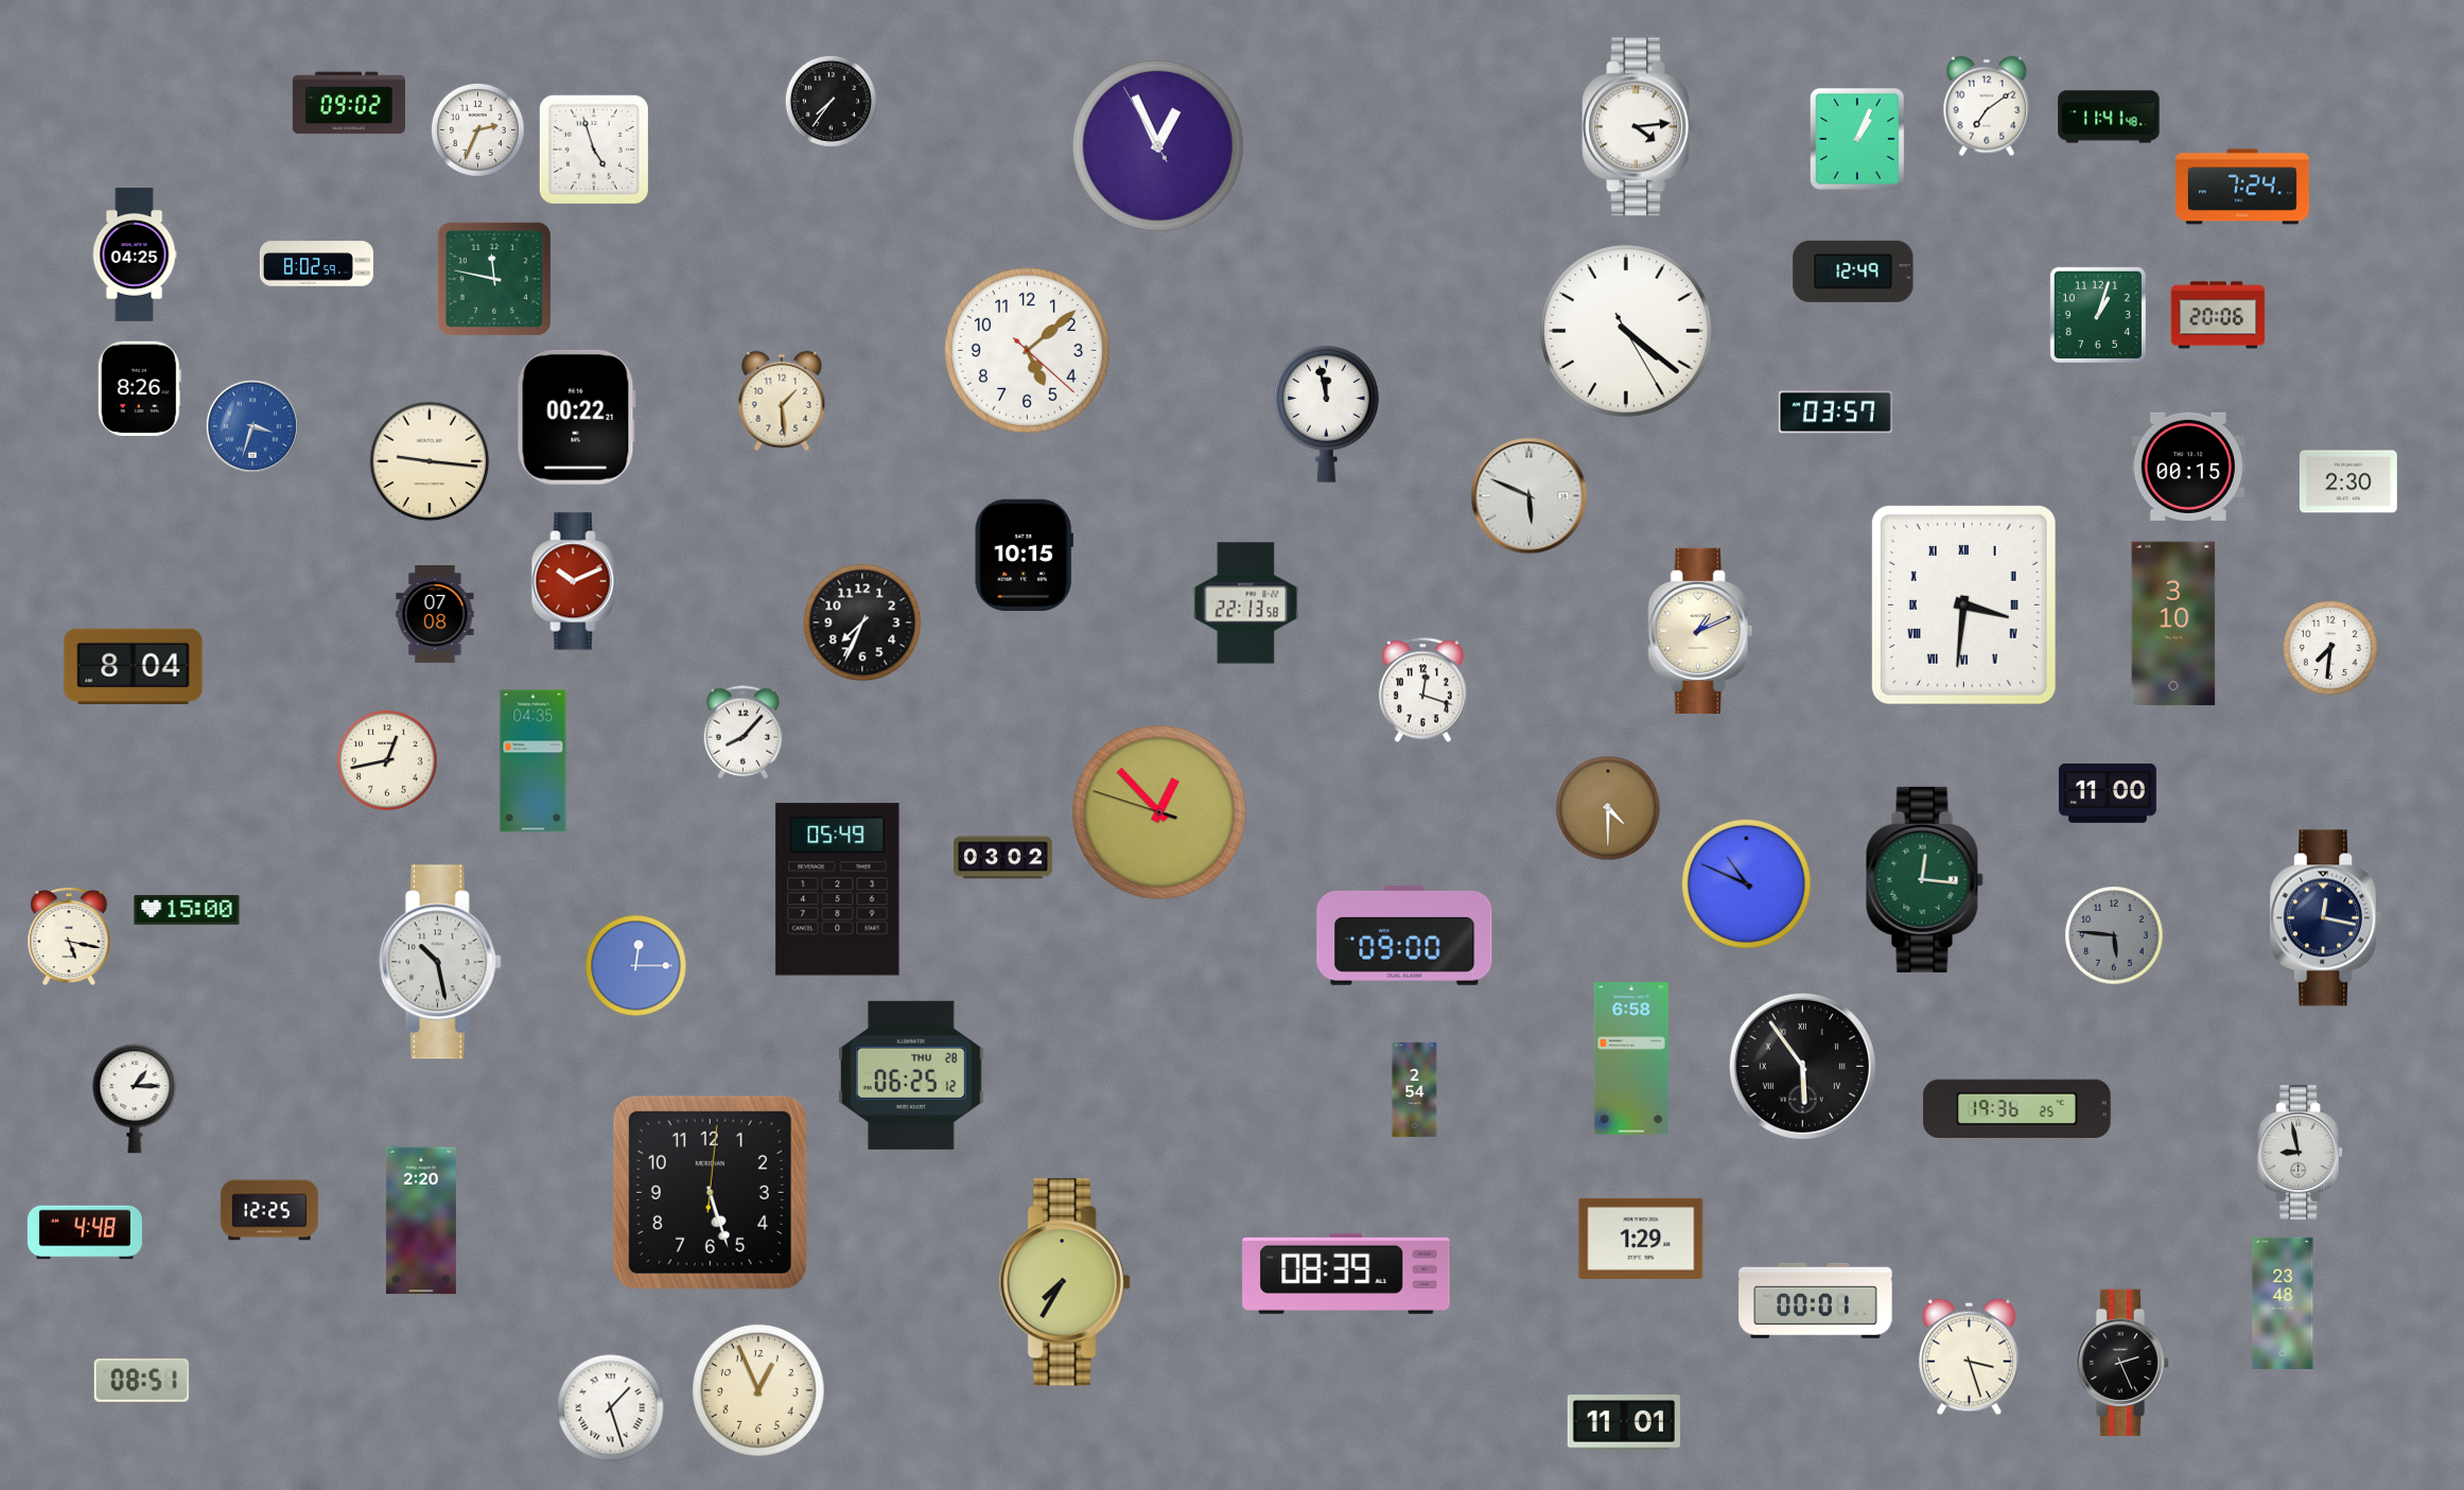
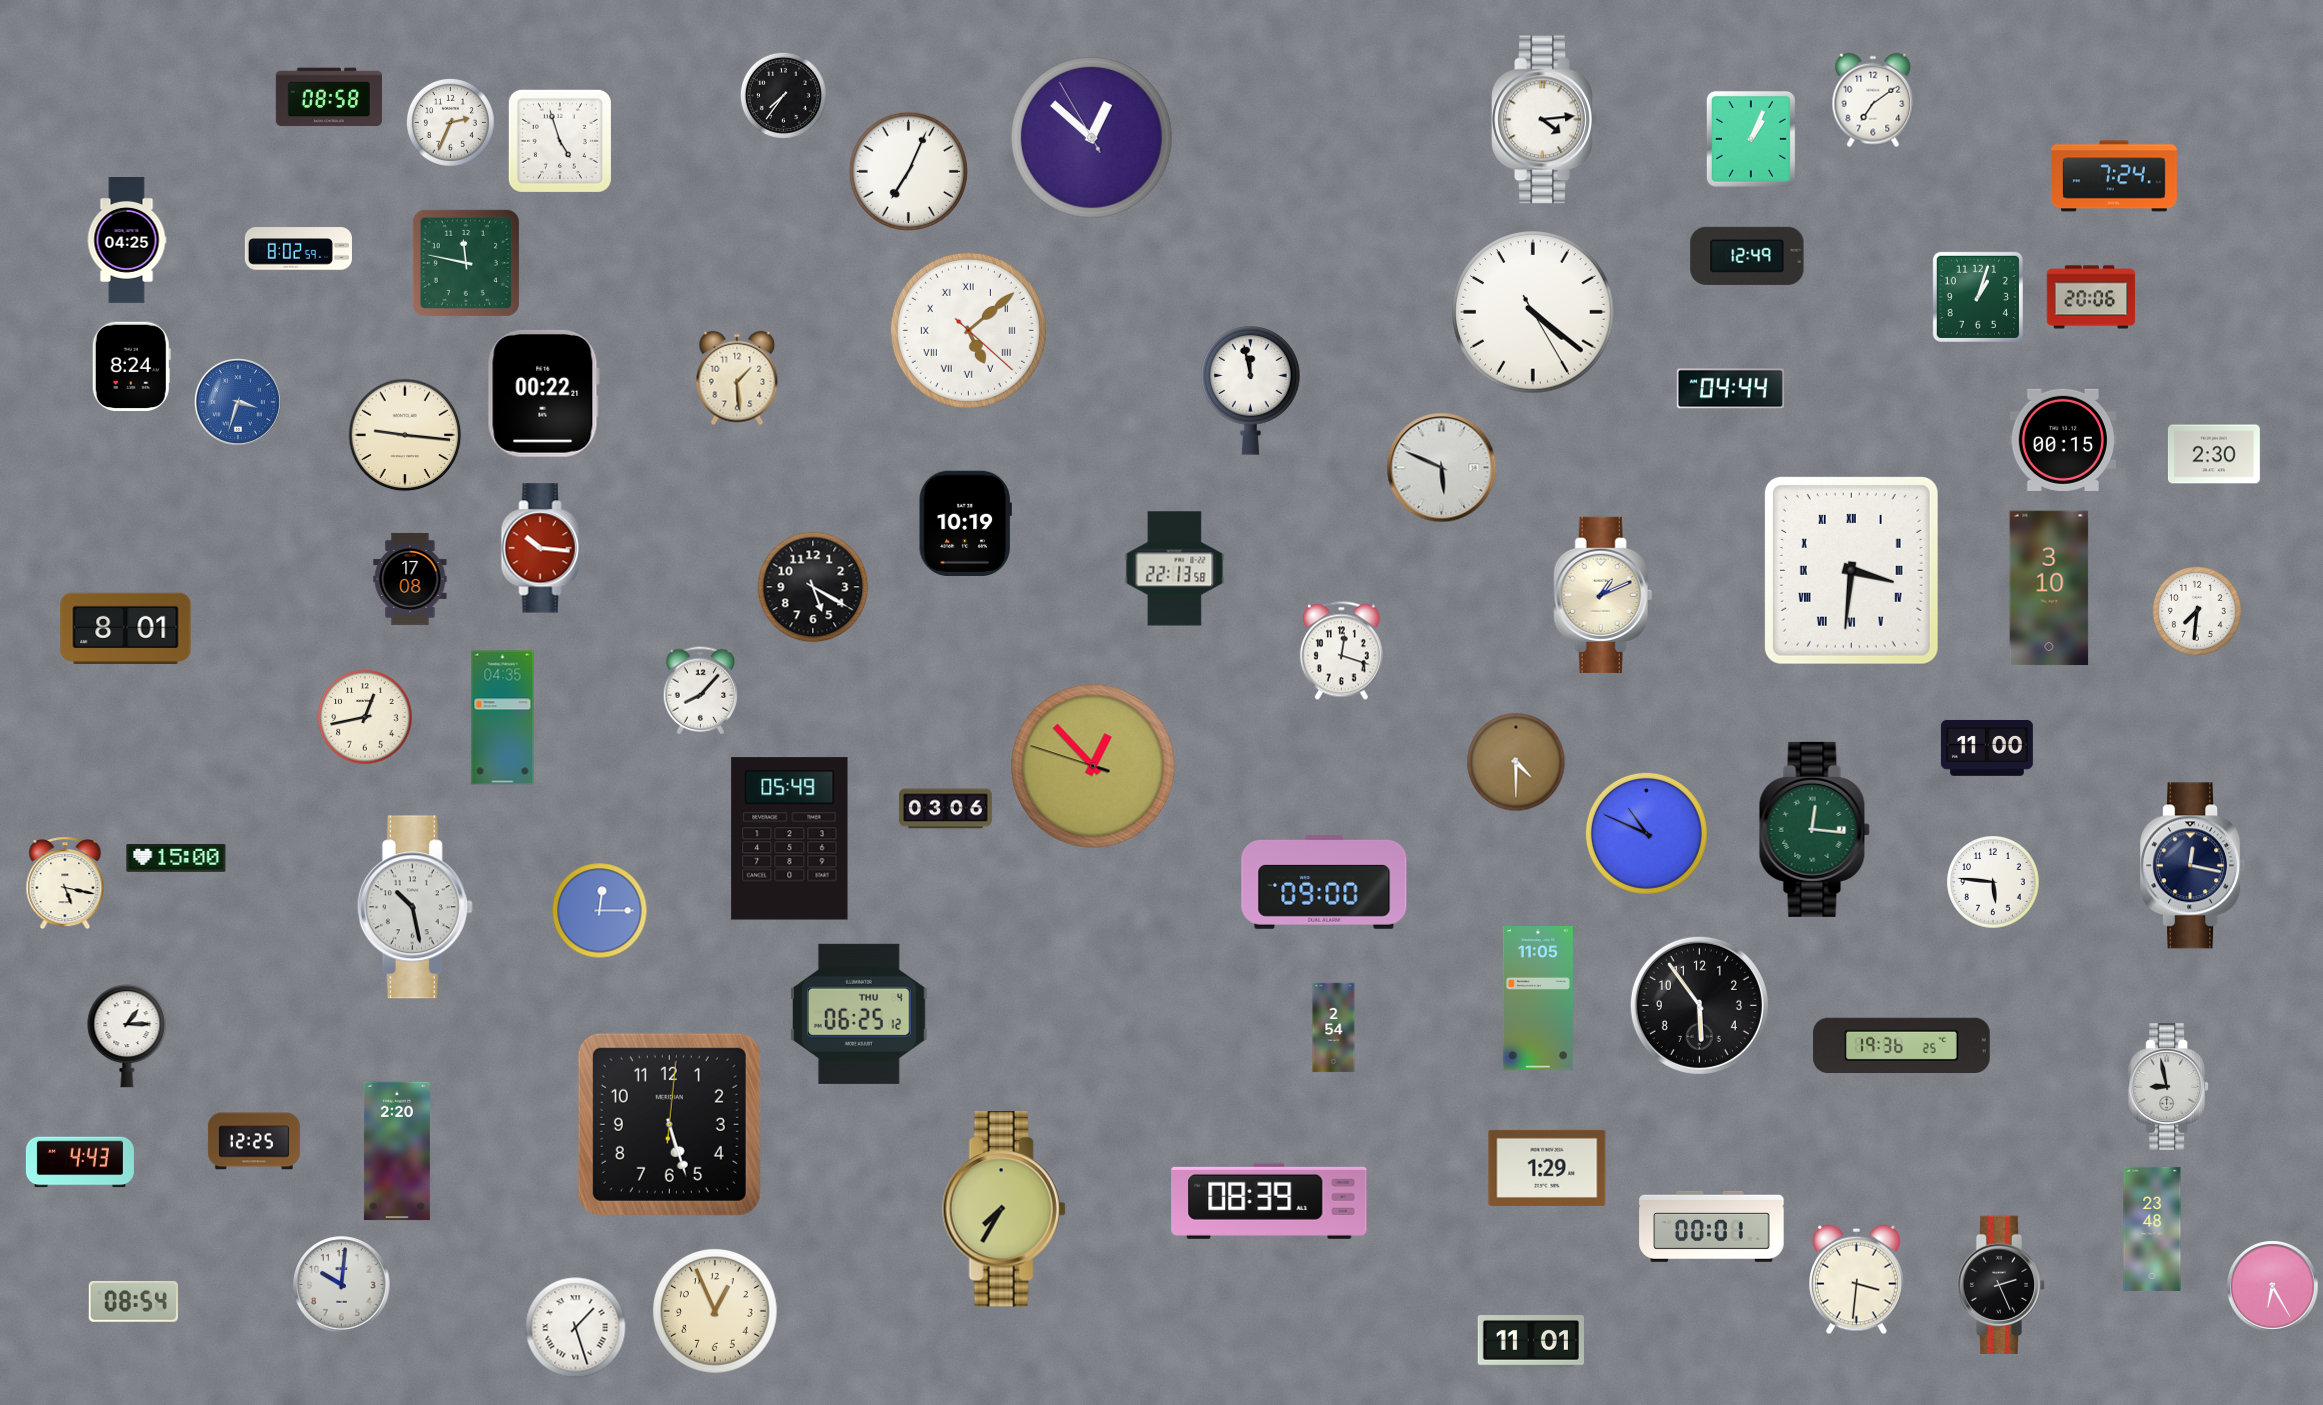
clock at (349, 103): 09:02 -> 08:58
clock at (2109, 117): 11:41 -> none
clock at (1857, 139) position: (1857, 139) -> (1751, 139)
clock at (1158, 146): 12:55 -> 12:51
clock at (908, 171): none -> 7:04
clock at (1027, 350) numerals: Arabic -> Roman
clock at (139, 388): 8:26 -> 8:24
clock at (1835, 413): 03:57 -> 04:44
clock at (1024, 556): 10:15 -> 10:19
clock at (575, 581): 10:11 -> 10:16
clock at (435, 614): 07:08 -> 17:08
clock at (862, 623): 7:34 -> 5:20
clock at (134, 667): 8:04 -> 8:01
clock at (1003, 858): 03:02 -> 03:06
clock at (2114, 935) dial: grey -> white
clock at (1631, 1058): 6:58 -> 11:05
clock at (1802, 1066) numerals: Roman -> Arabic
clock at (911, 1075) date: THU 28 -> THU 4
clock at (85, 1232): 4:48 -> 4:43
clock at (1970, 1357): 3:27 -> 3:31
clock at (342, 1285): none -> 10:01
clock at (2273, 1287): none -> 6:25
clock at (141, 1380): 08:51 -> 08:54
